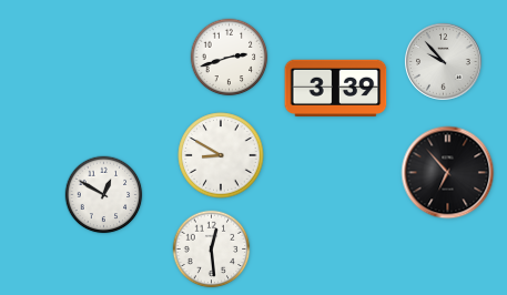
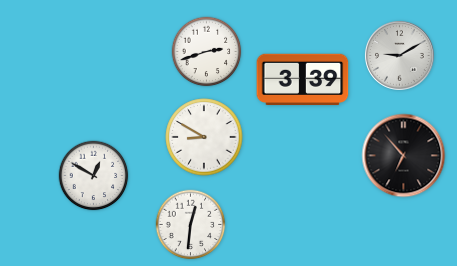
clock at (443, 61): 9:53 -> 9:10
clock at (221, 155) position: (221, 155) -> (204, 137)
clock at (212, 250): 12:29 -> 12:31
